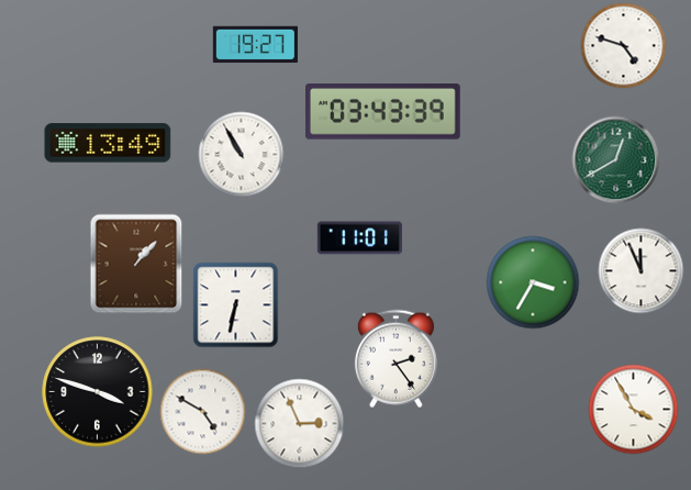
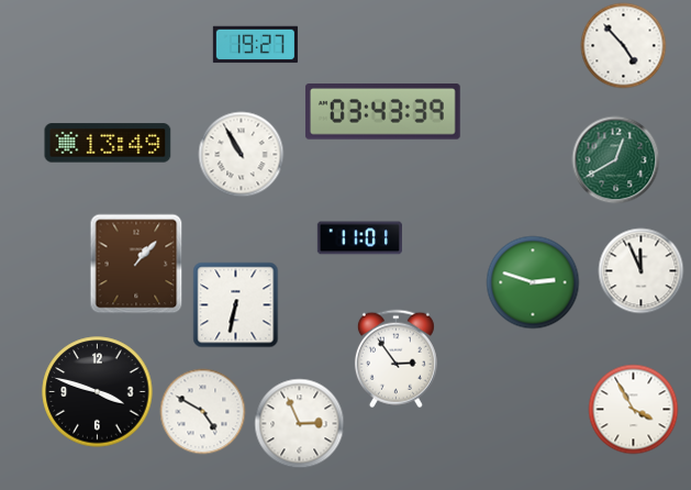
clock at (623, 45): 4:48 -> 4:53
clock at (533, 282): 3:35 -> 2:48
clock at (395, 358): 2:24 -> 2:54
